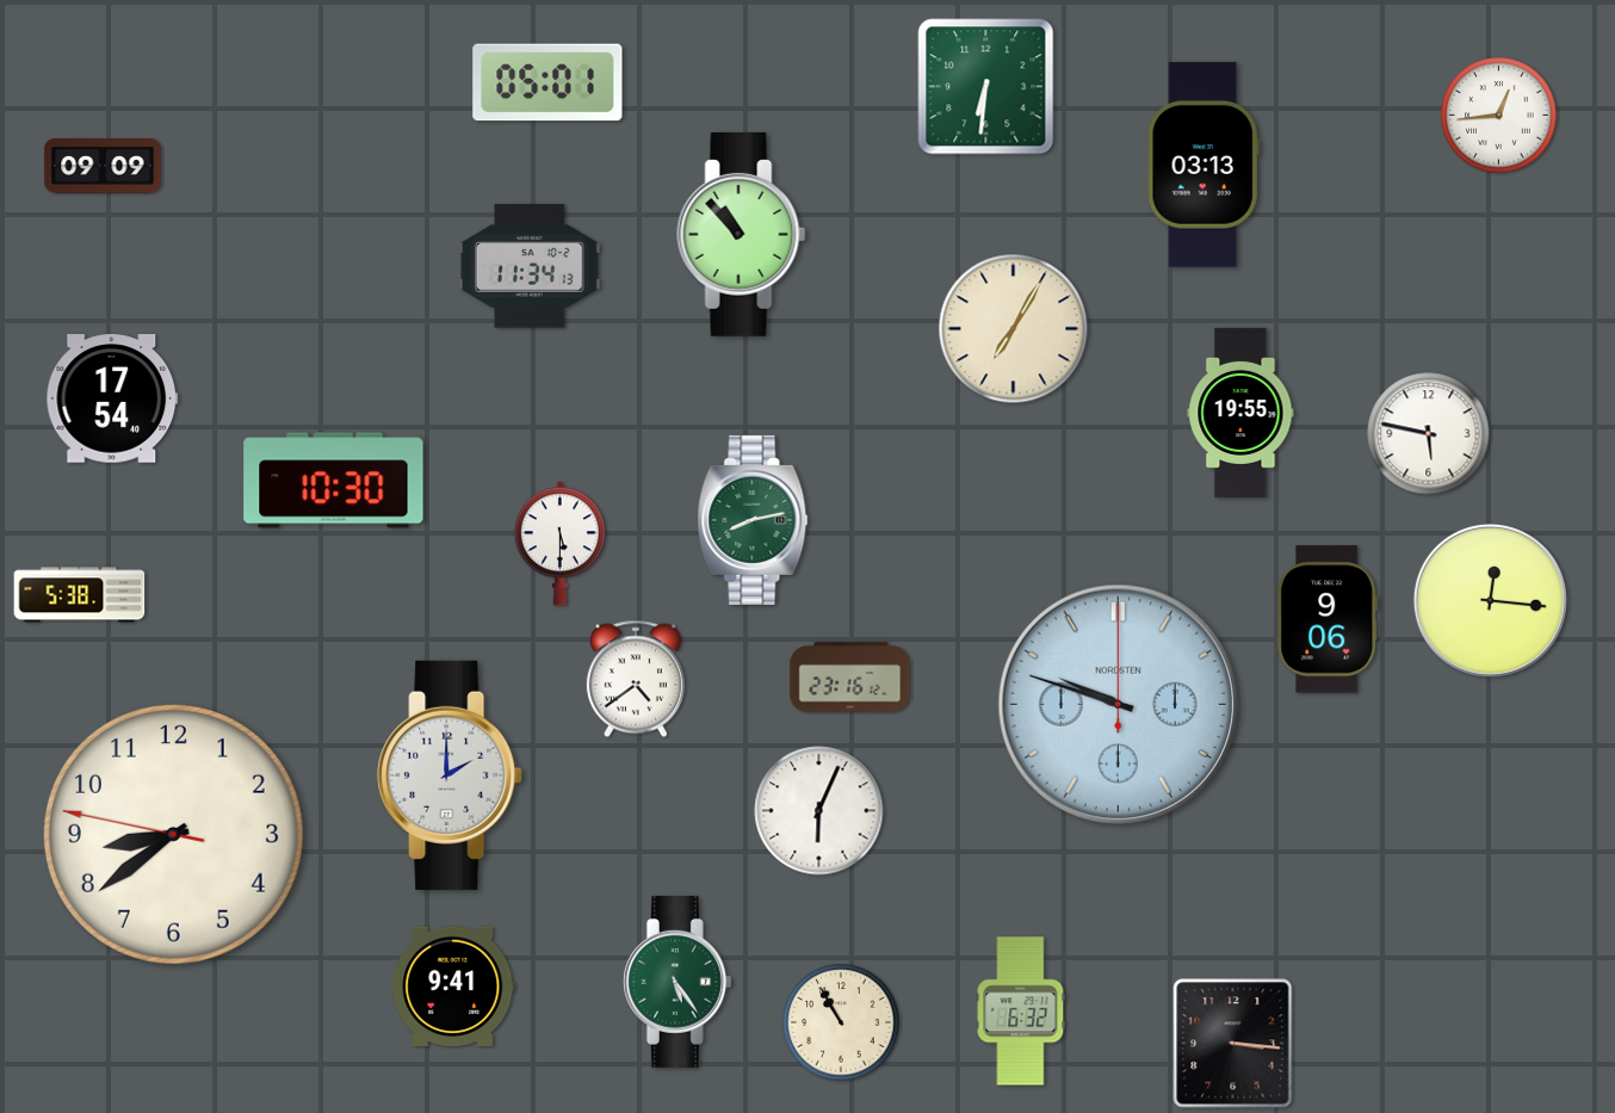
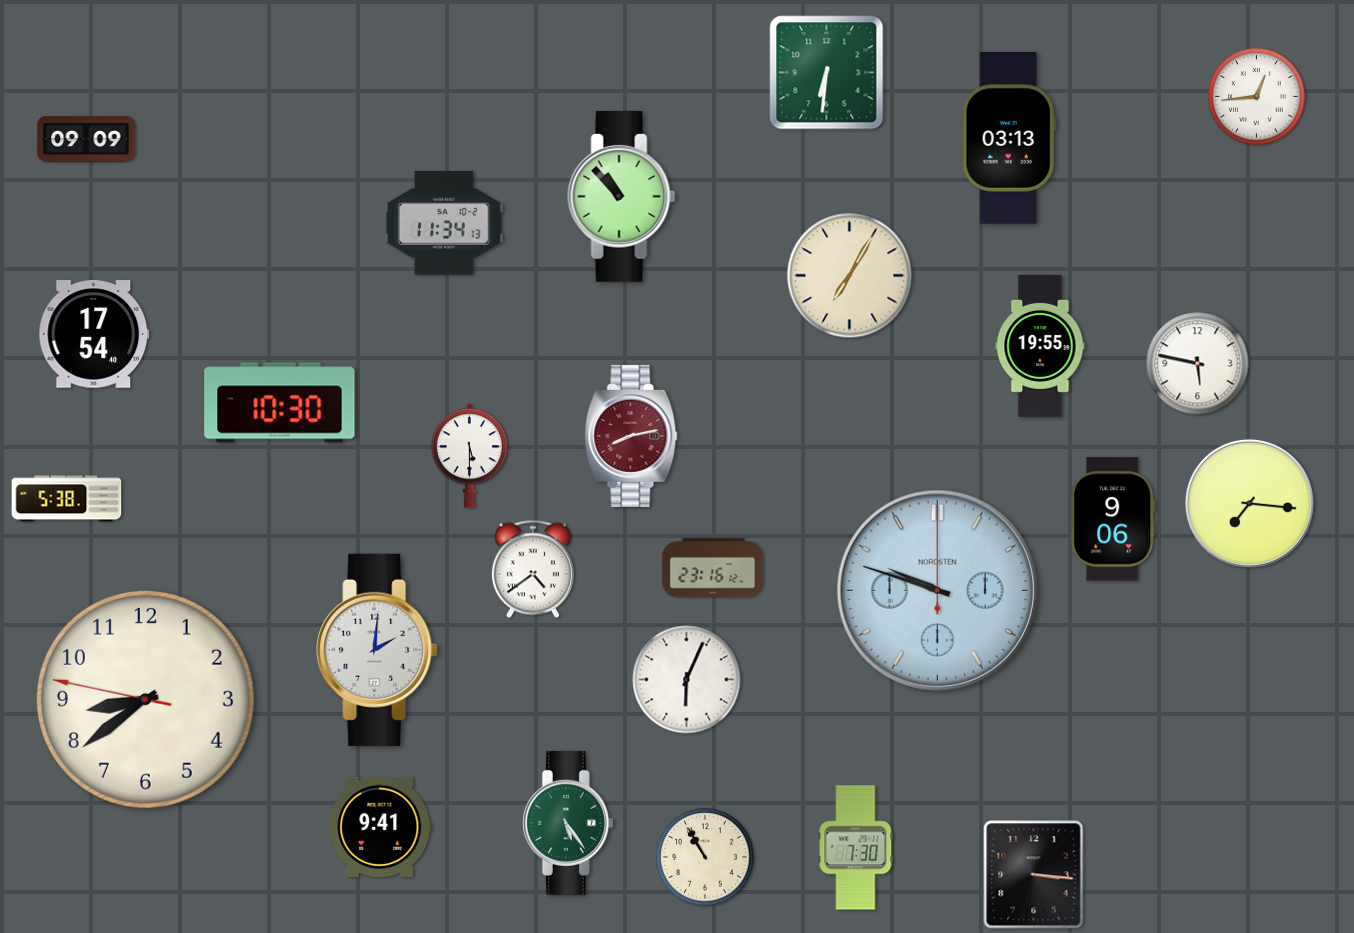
clock at (547, 82): 05:01 -> none
clock at (753, 520) dial: green -> burgundy
clock at (1490, 600): 12:16 -> 7:16
clock at (450, 775): 2:00 -> 2:01
clock at (1021, 1012): 6:32 -> 7:30
